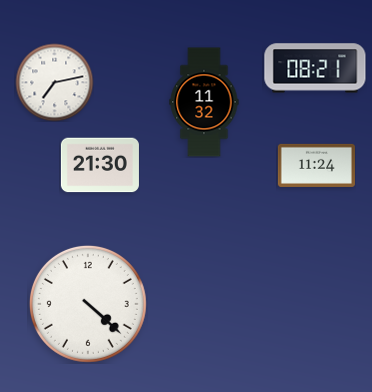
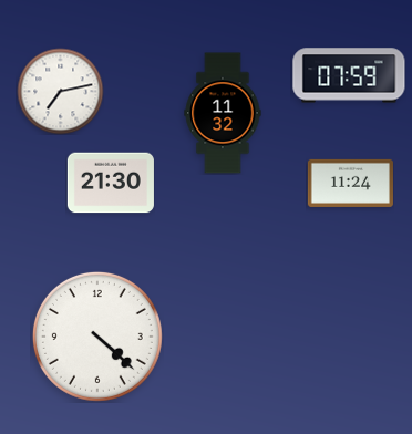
clock at (315, 68): 08:21 -> 07:59
clock at (204, 102) position: (204, 102) -> (223, 113)
